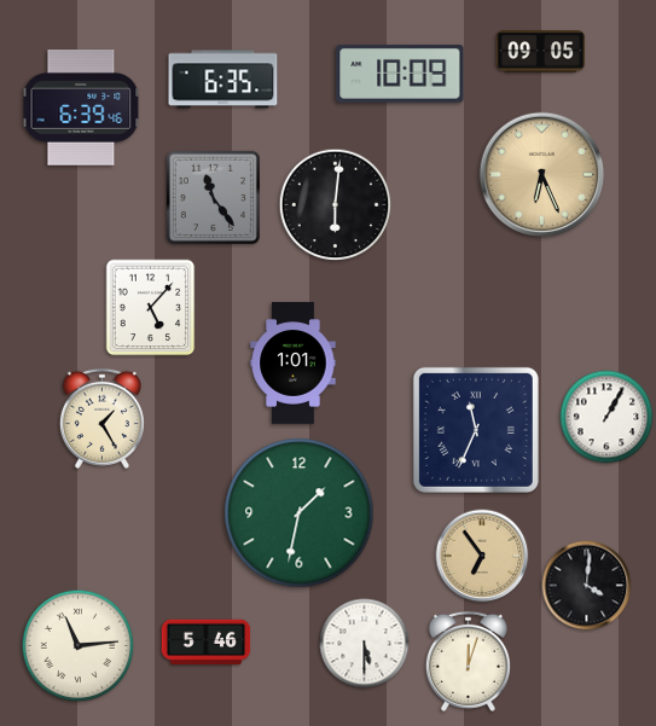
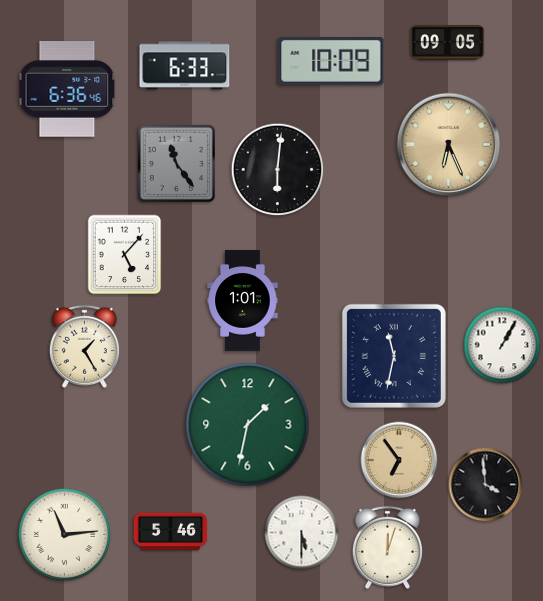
clock at (223, 80): 6:35 -> 6:33
clock at (81, 109): 6:39 -> 6:36
clock at (476, 430): 11:34 -> 11:32
clock at (587, 586): 4:01 -> 3:59
